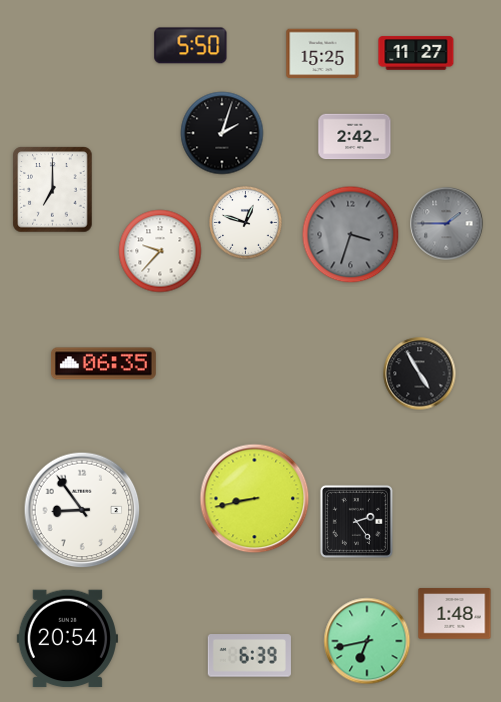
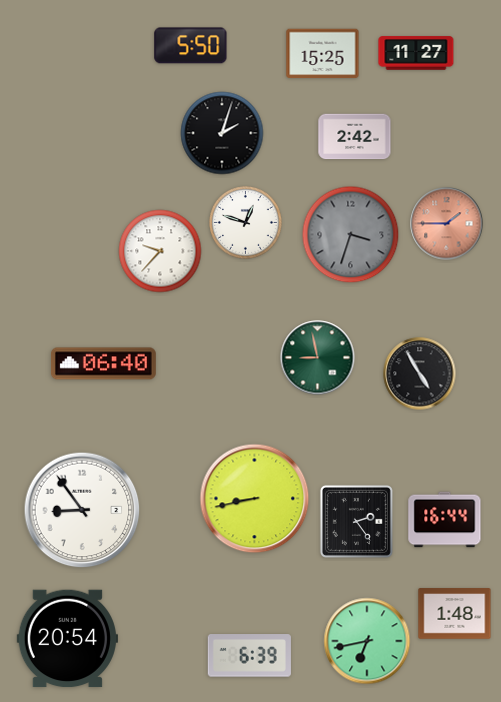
clock at (53, 190): 7:00 -> none
clock at (447, 224) dial: grey -> salmon
clock at (318, 358): none -> 8:58
clock at (103, 364): 06:35 -> 06:40
clock at (445, 520): none -> 16:44
